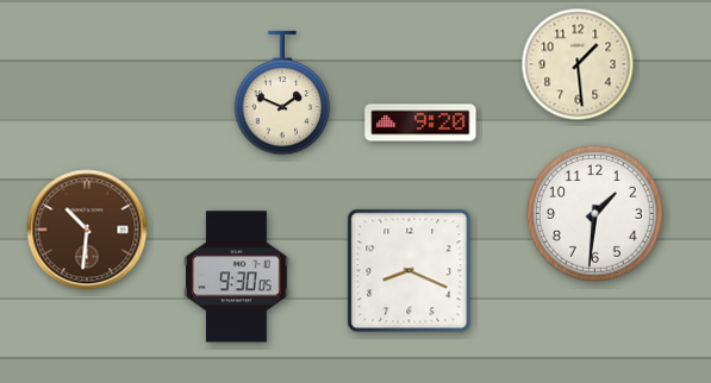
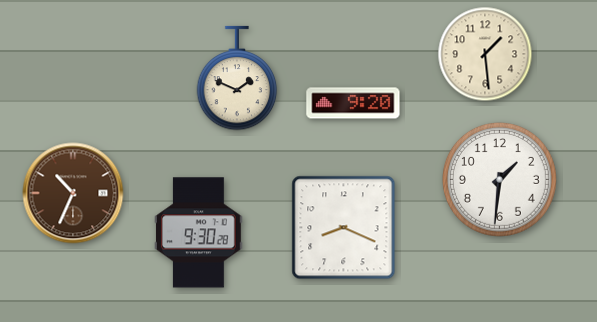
clock at (87, 230): 10:31 -> 10:34
clock at (237, 277): 9:30:05 -> 9:30:28
